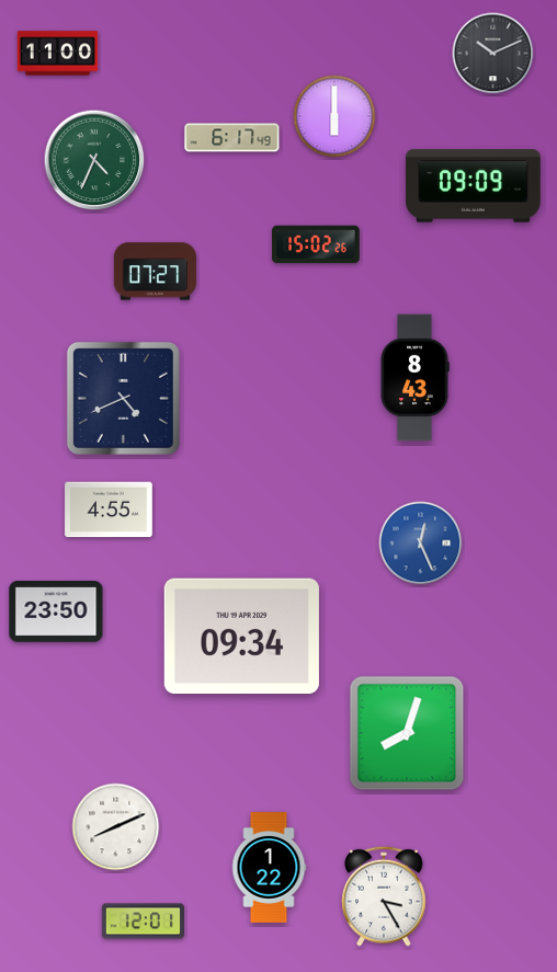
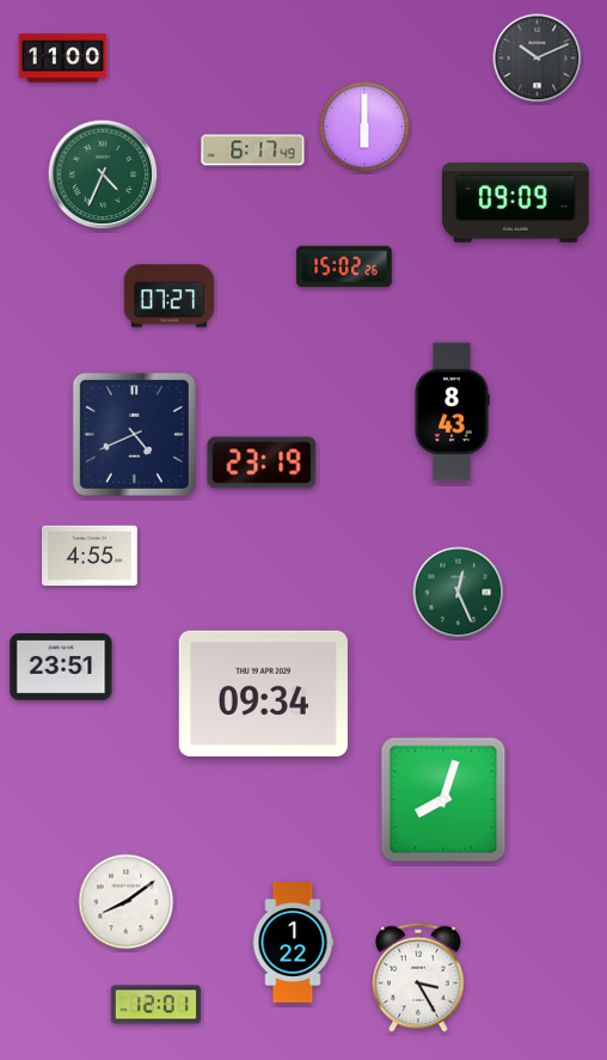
clock at (262, 462): none -> 23:19
clock at (109, 510) position: (109, 510) -> (90, 556)
clock at (421, 544) dial: blue -> green
clock at (56, 613): 23:50 -> 23:51
clock at (116, 827): 8:11 -> 8:09
clock at (269, 868) position: (269, 868) -> (293, 943)
